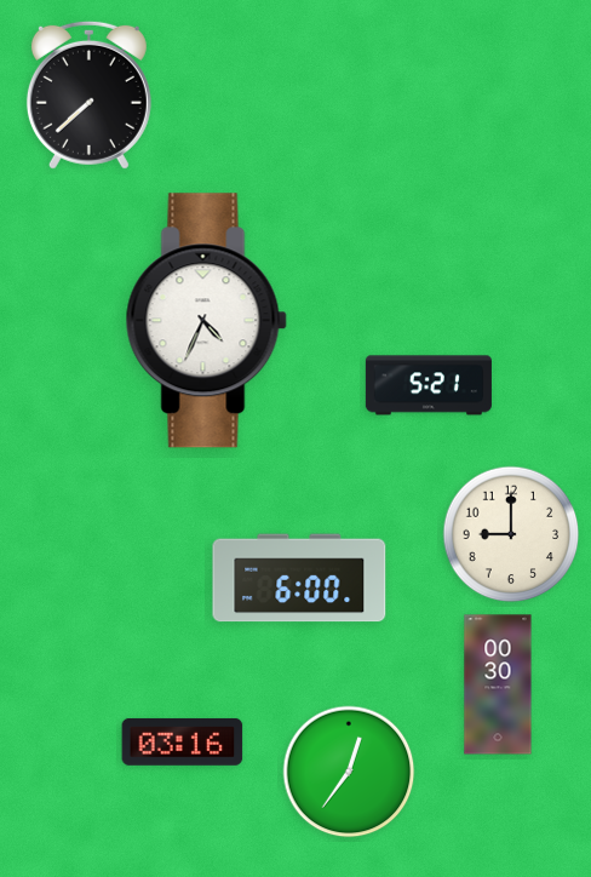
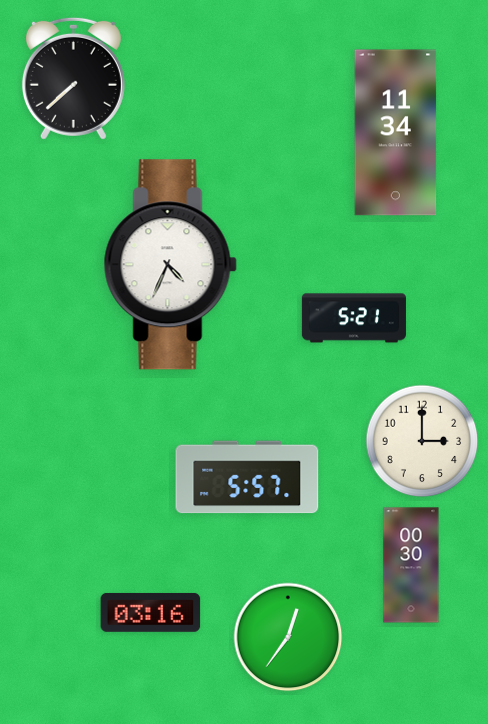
clock at (396, 133): none -> 11:34
clock at (511, 534): 9:00 -> 3:00
clock at (299, 578): 6:00 -> 5:57
